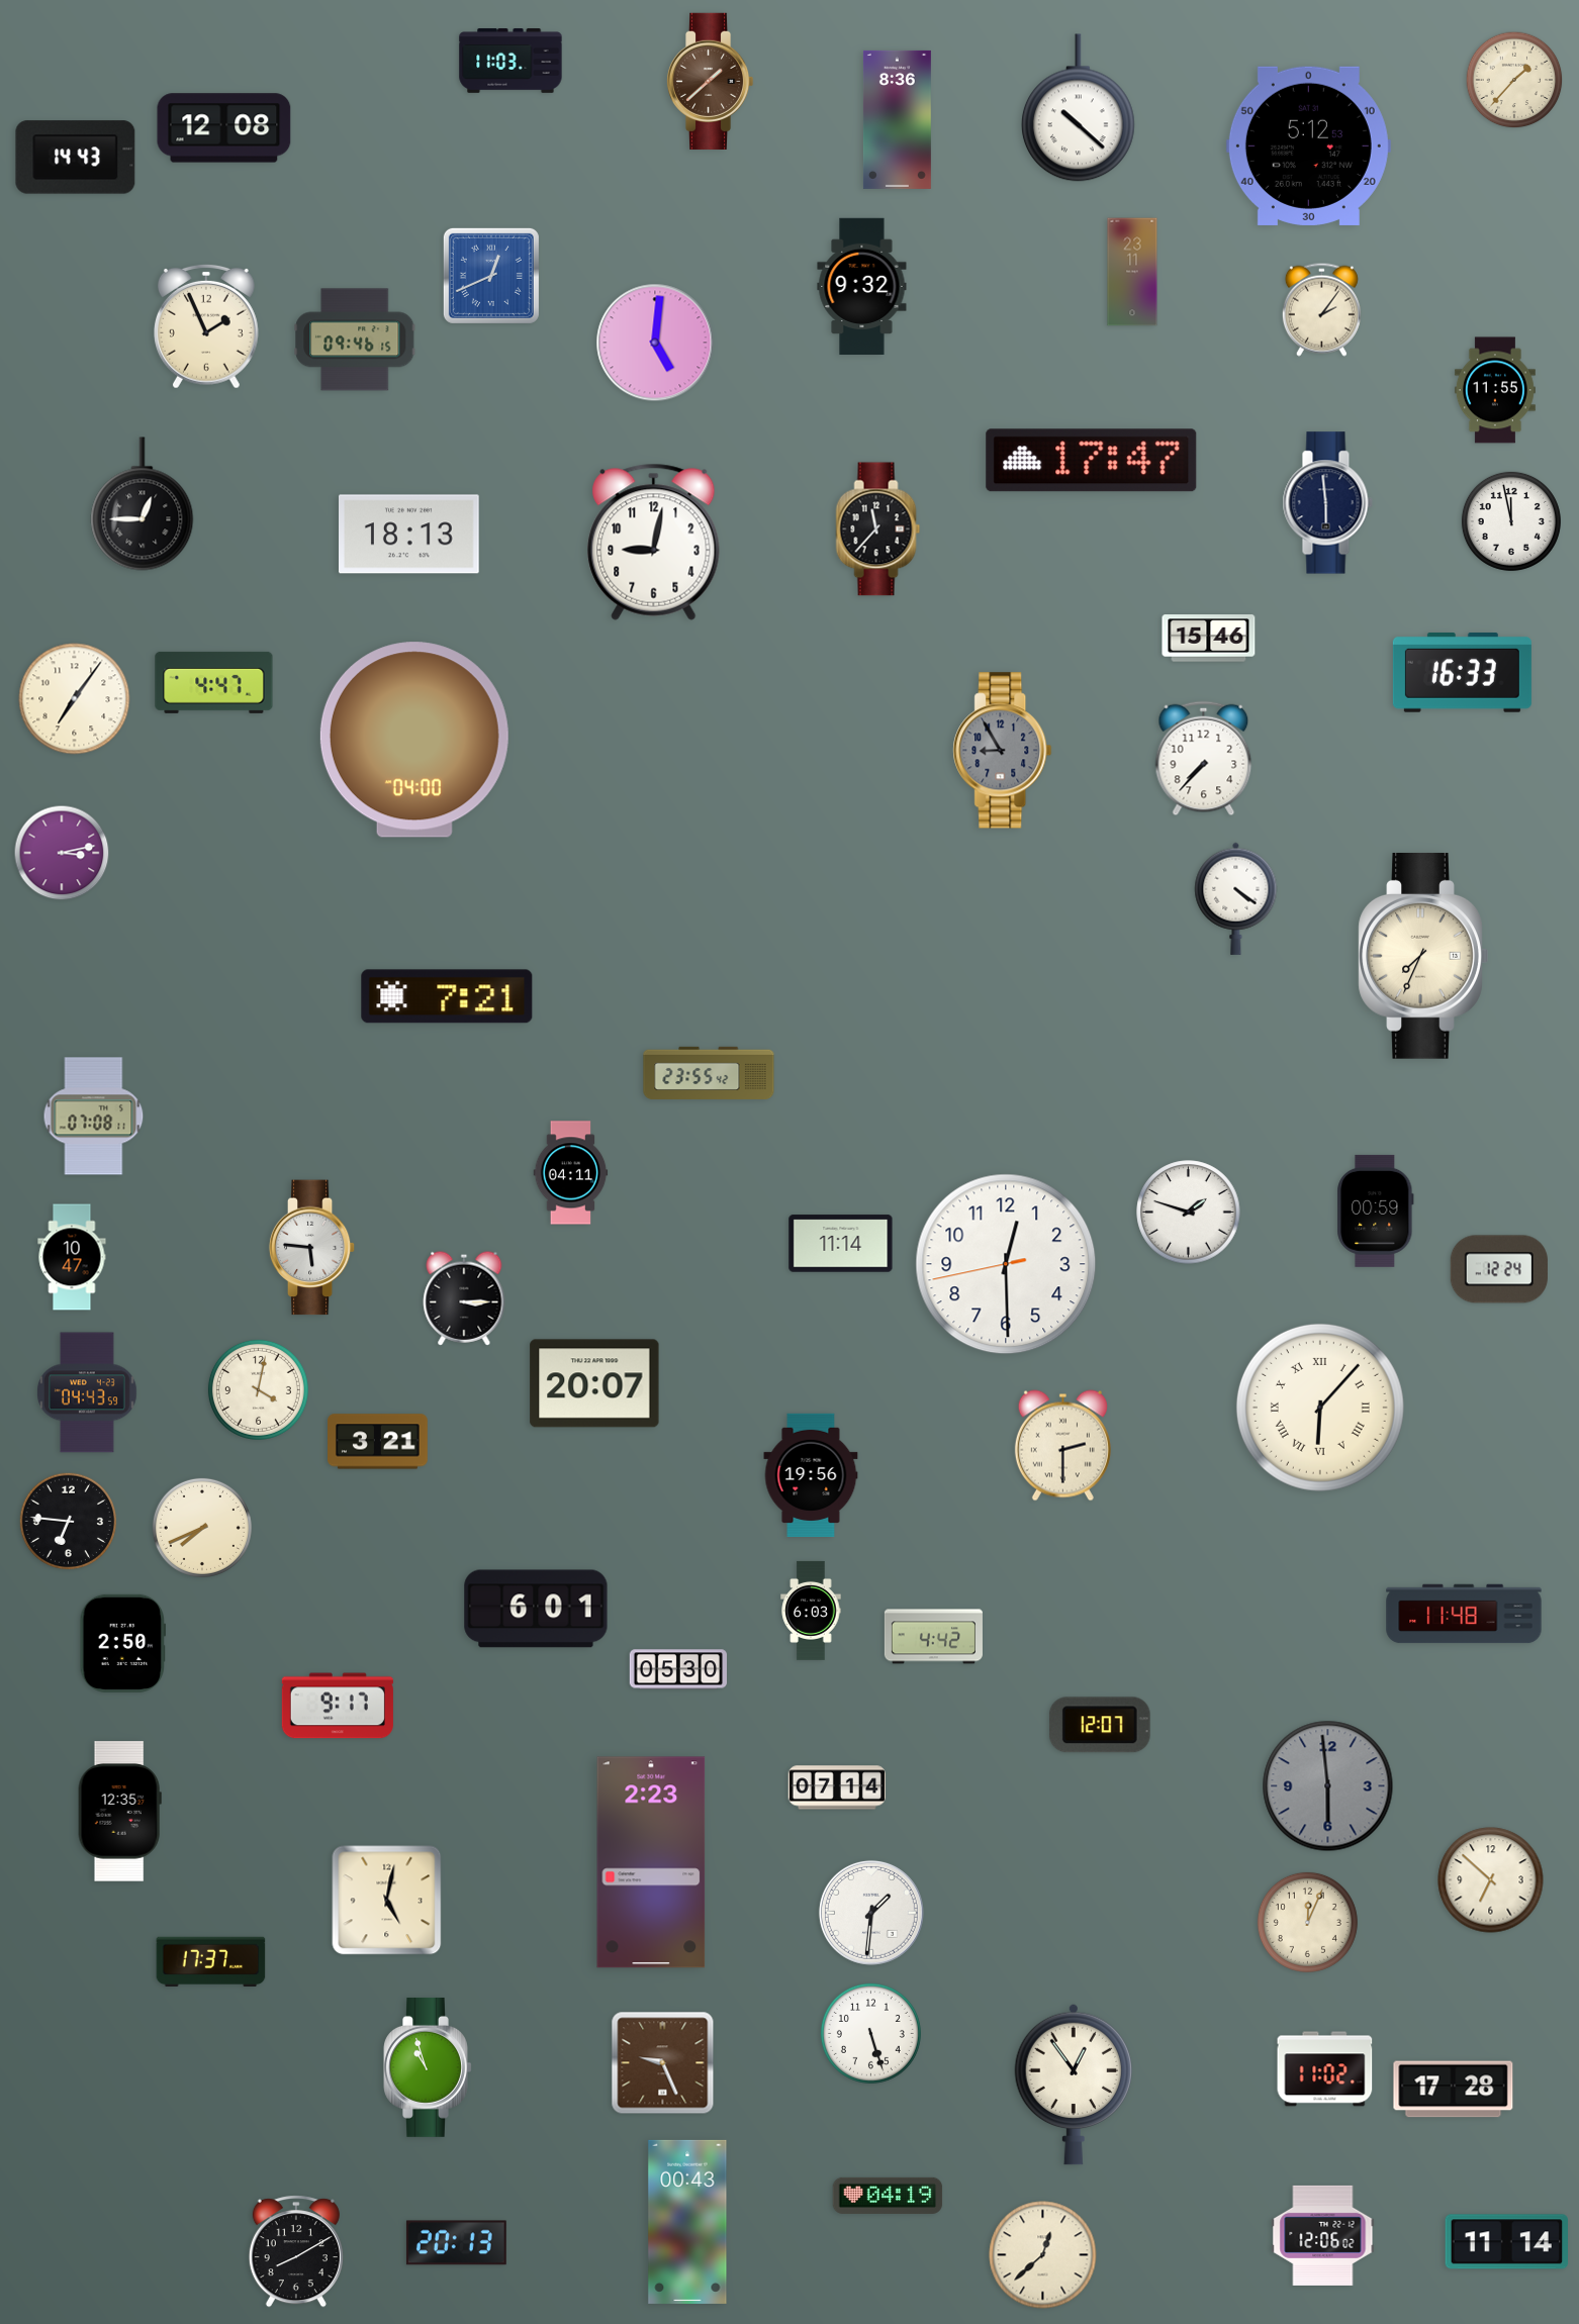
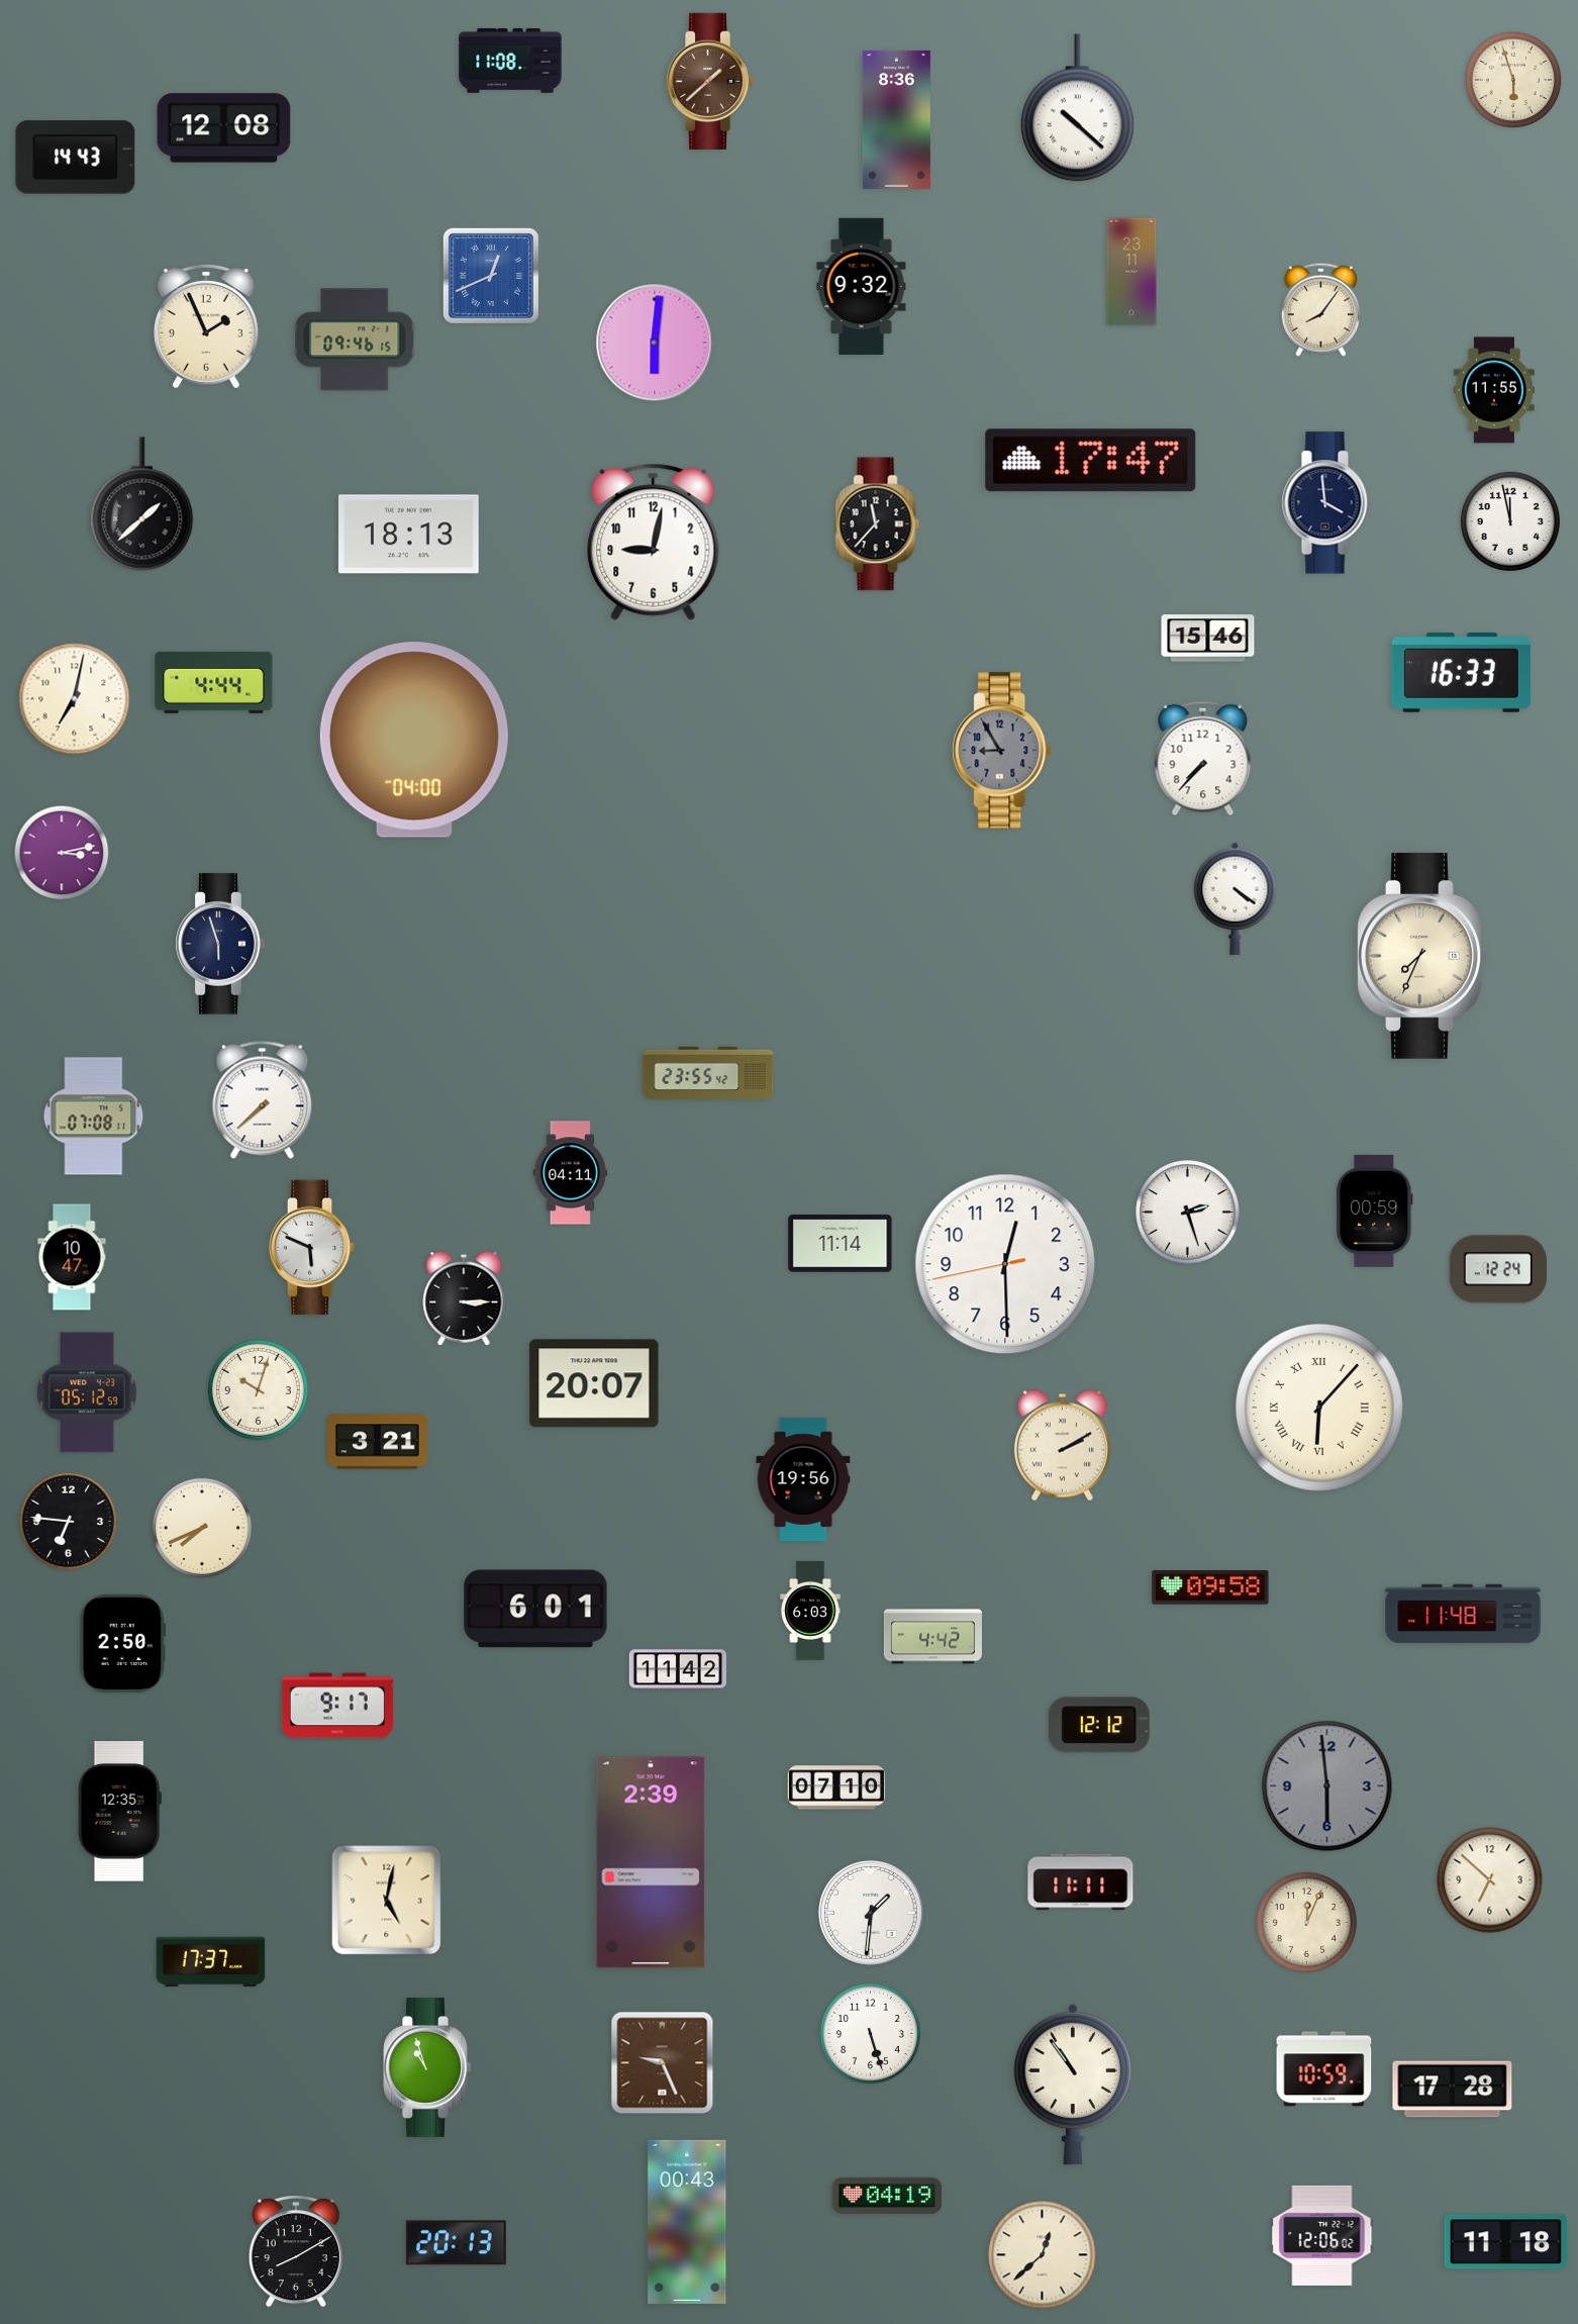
clock at (510, 61): 11:03 -> 11:08
clock at (1514, 80): 1:37 -> 5:57
clock at (1308, 146): 5:12 -> none
clock at (1321, 309): 2:06 -> 8:06
clock at (655, 343): 5:01 -> 6:01
clock at (1327, 503): 5:59 -> 3:59
clock at (143, 504): 12:45 -> 1:38
clock at (878, 529) position: (878, 529) -> (878, 524)
clock at (214, 682): 4:47 -> 4:44
clock at (75, 699): 7:06 -> 7:02
clock at (220, 944): none -> 5:57
clock at (447, 996): 7:21 -> none
clock at (263, 1099): none -> 7:38
clock at (1189, 1213): 1:48 -> 2:27
clock at (312, 1248): 5:46 -> 5:49
clock at (258, 1389): 4:02 -> 10:03
clock at (88, 1392): 04:43 -> 05:12
clock at (1062, 1446): 2:30 -> 2:10
clock at (811, 1474) position: (811, 1474) -> (803, 1478)
clock at (1210, 1588): none -> 09:58
clock at (677, 1669): 05:30 -> 11:42
clock at (1100, 1725): 12:07 -> 12:12
clock at (836, 1787): 07:14 -> 07:10
clock at (651, 1862): 2:23 -> 2:39
clock at (1081, 1882): none -> 11:11
clock at (1325, 2069): 11:02 -> 10:59
clock at (1074, 2085): 12:54 -> 10:54
clock at (1506, 2242): 11:14 -> 11:18
